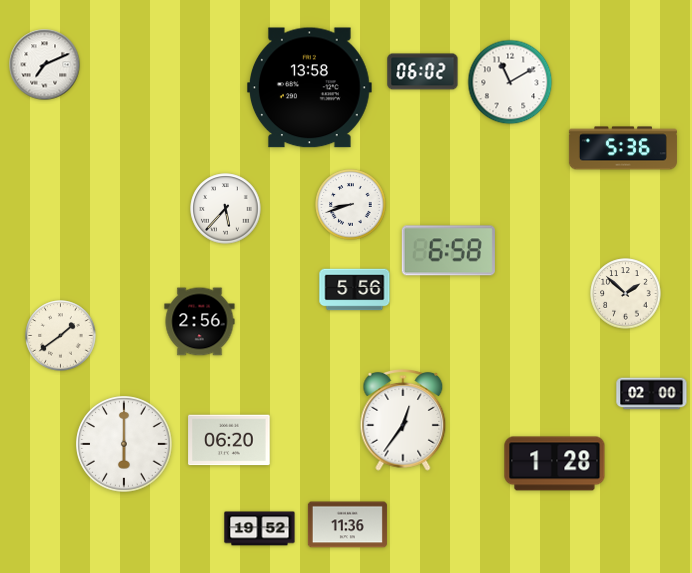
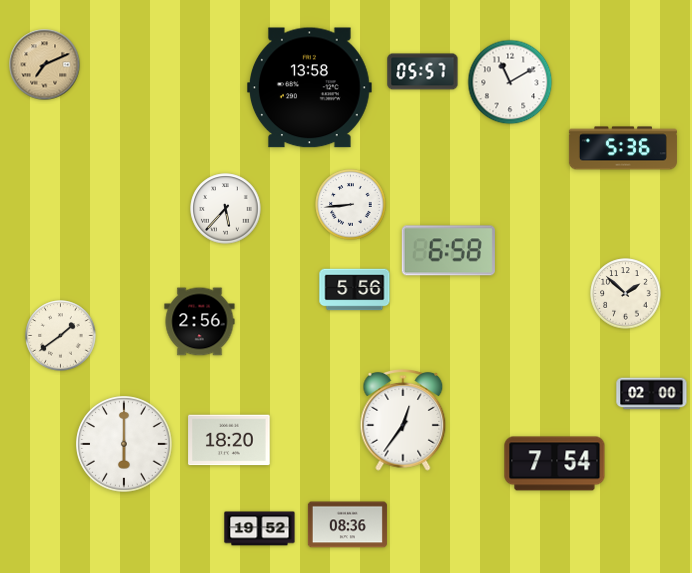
clock at (45, 65) dial: white -> champagne
clock at (423, 72): 06:02 -> 05:57
clock at (351, 205): 8:42 -> 8:44
clock at (229, 440): 06:20 -> 18:20
clock at (555, 464): 1:28 -> 7:54
clock at (347, 525): 11:36 -> 08:36
